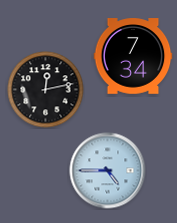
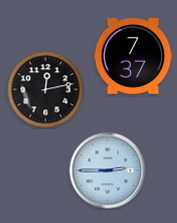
clock at (133, 56): 7:34 -> 7:37
clock at (108, 171): 4:45 -> 2:45
